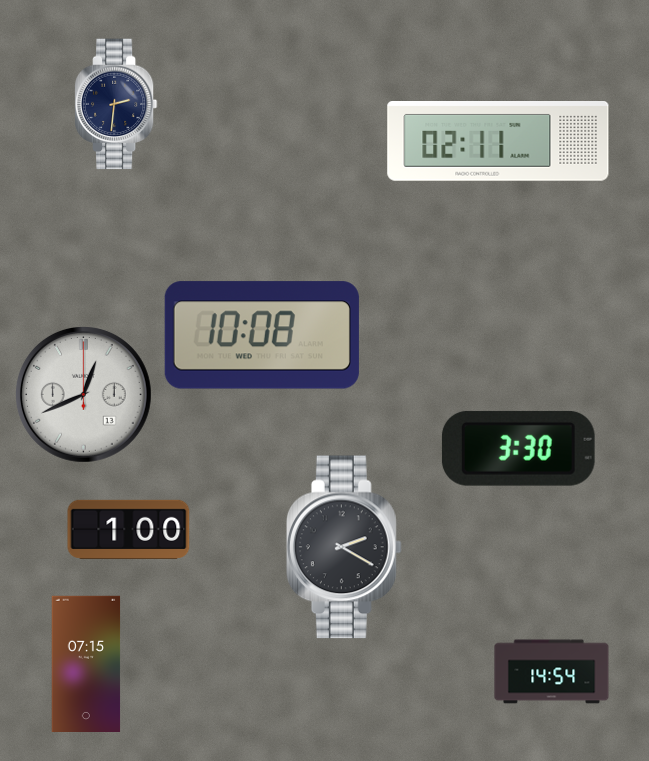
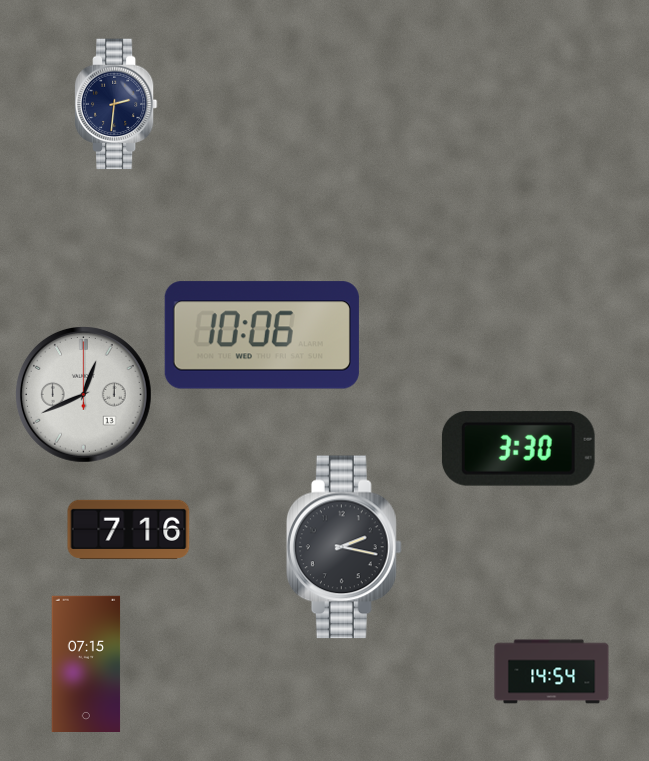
clock at (498, 142): 02:11 -> none
clock at (262, 335): 10:08 -> 10:06
clock at (129, 529): 1:00 -> 7:16
clock at (344, 547): 2:20 -> 2:17
